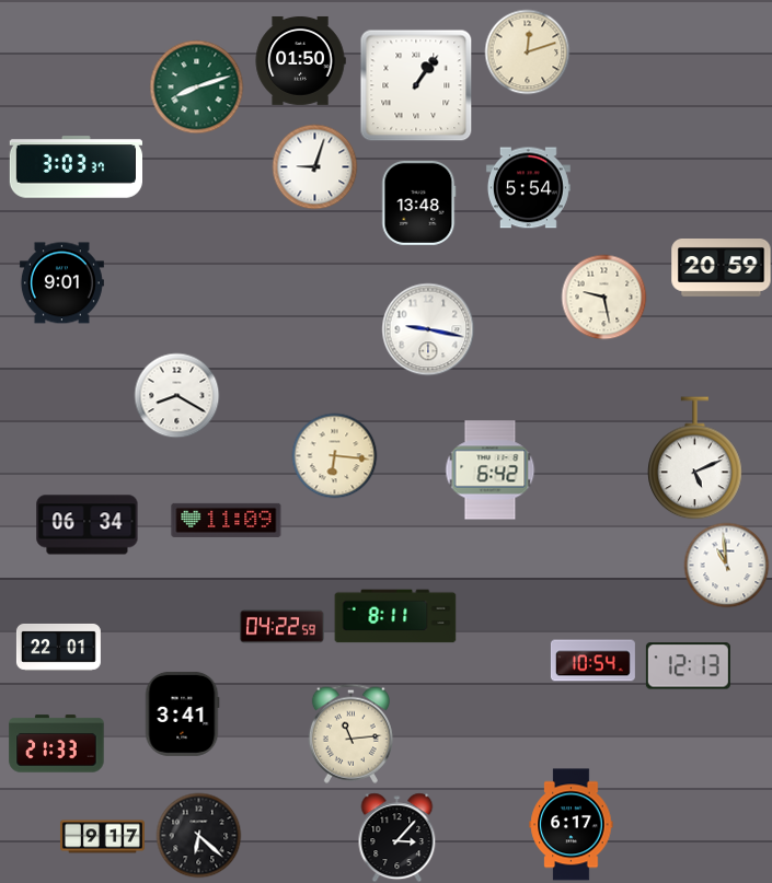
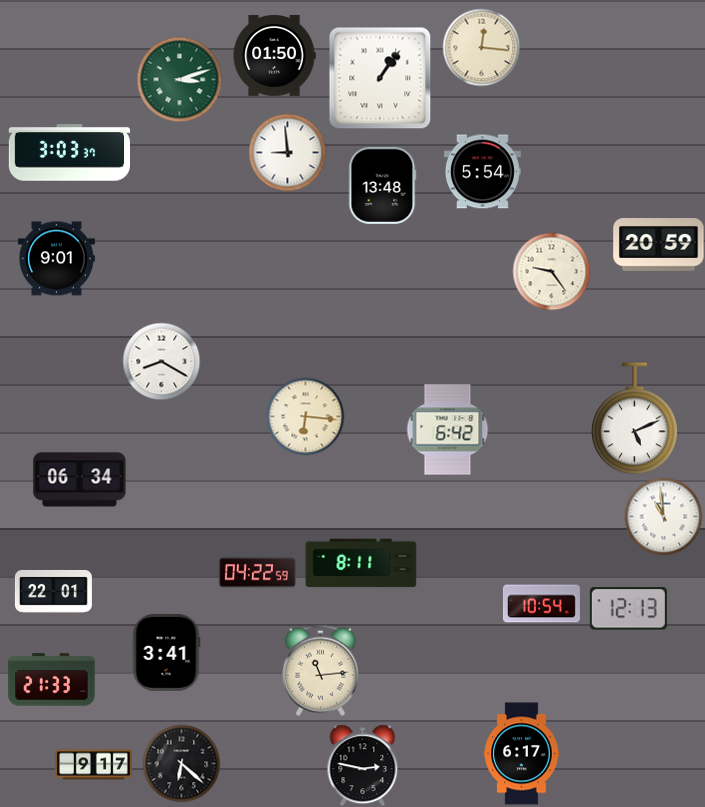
clock at (527, 51): 12:12 -> 12:16
clock at (196, 86): 8:12 -> 3:12
clock at (314, 166): 9:03 -> 8:59
clock at (603, 297): 9:28 -> 9:24
clock at (428, 329): 9:17 -> none
clock at (227, 520): 11:09 -> none
clock at (397, 837): 3:07 -> 2:47
